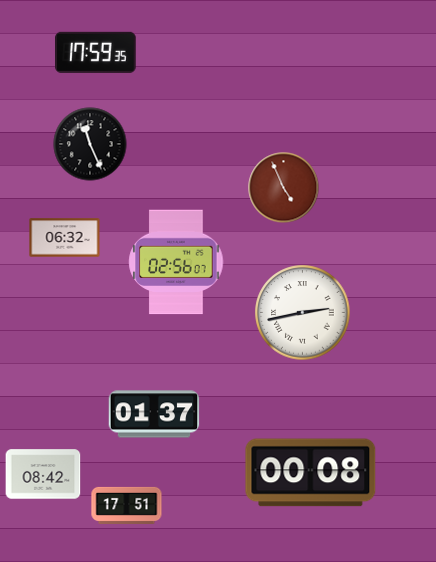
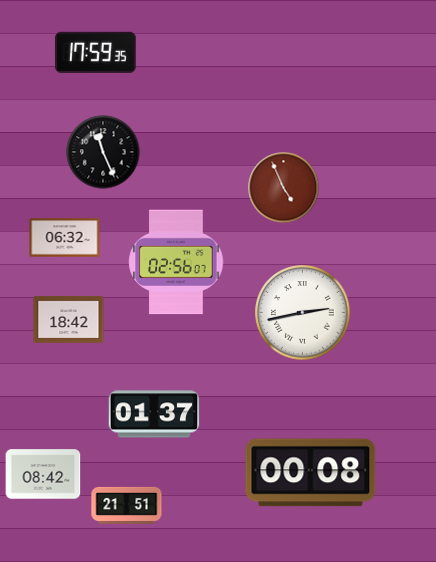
clock at (90, 144) position: (90, 144) -> (103, 152)
clock at (69, 319): none -> 18:42
clock at (127, 505): 17:51 -> 21:51
